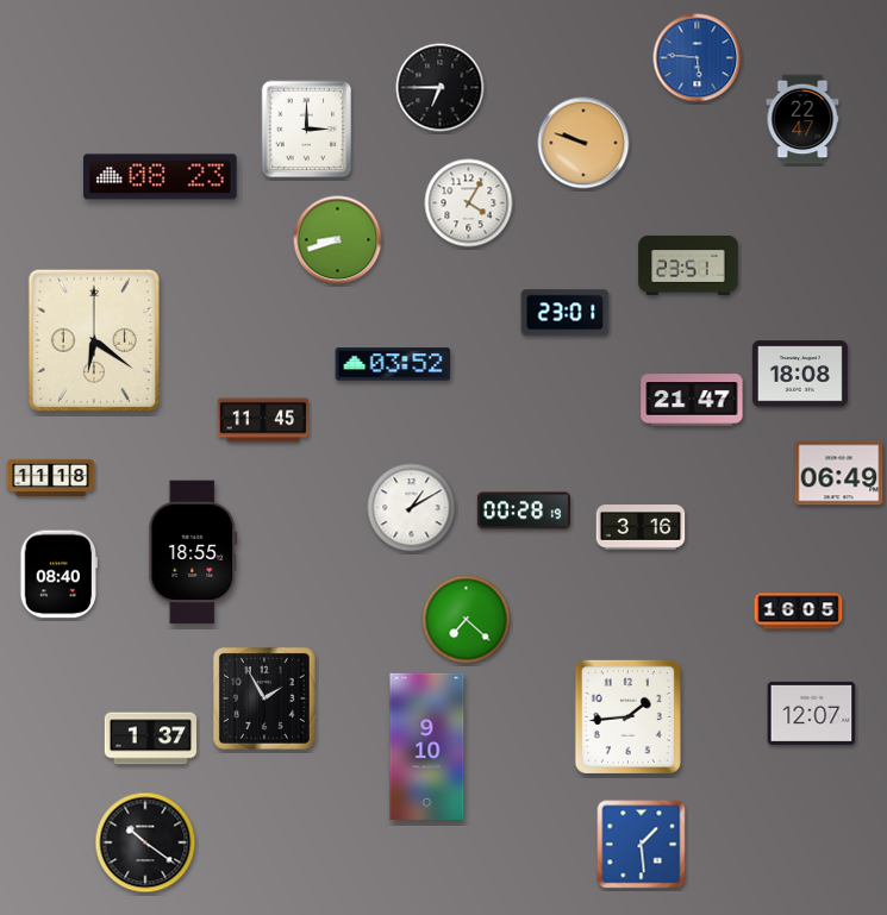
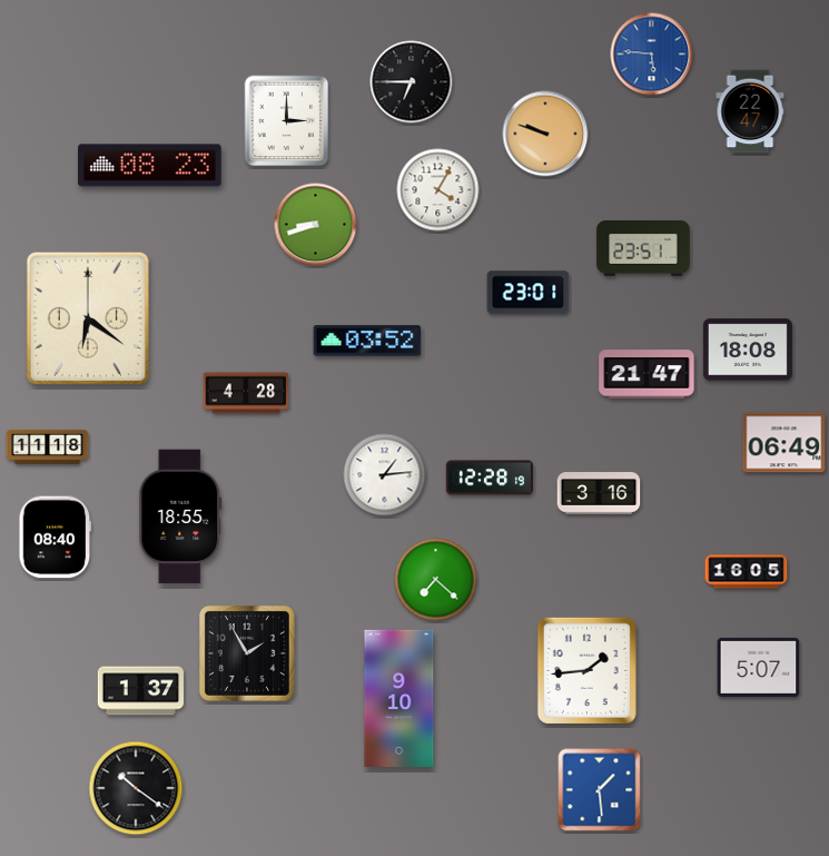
clock at (263, 420): 11:45 -> 4:28
clock at (412, 508): 1:10 -> 1:14
clock at (524, 510): 00:28 -> 12:28
clock at (812, 713): 12:07 -> 5:07
